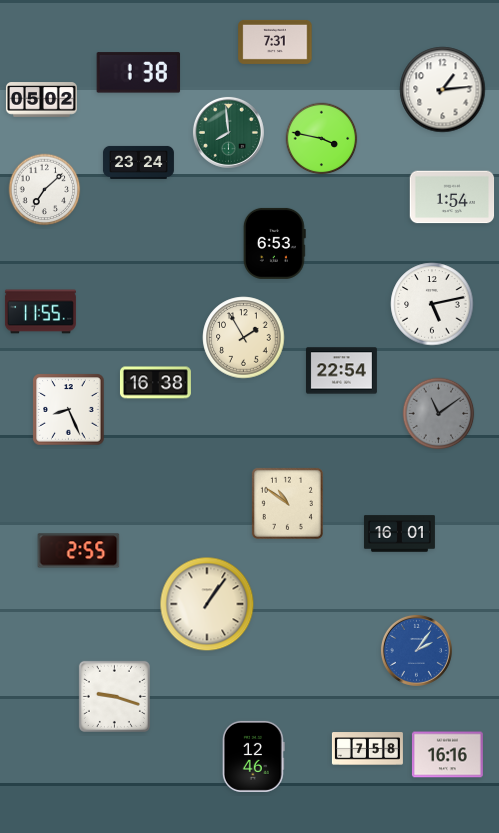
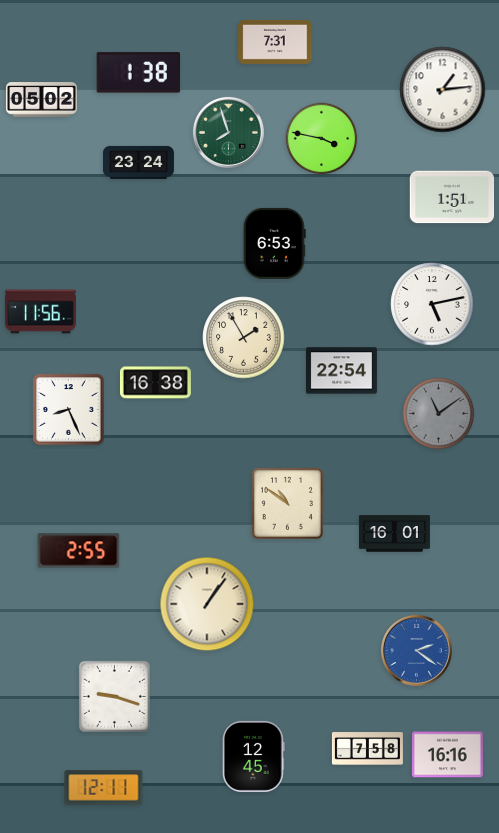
clock at (228, 132): 7:59 -> 7:57
clock at (45, 190): 7:08 -> none
clock at (452, 197): 1:54 -> 1:51
clock at (40, 312): 11:55 -> 11:56
clock at (399, 534) position: (399, 534) -> (394, 534)
clock at (416, 650): 2:06 -> 2:21
clock at (253, 756): 12:46 -> 12:45
clock at (104, 788): none -> 12:11
